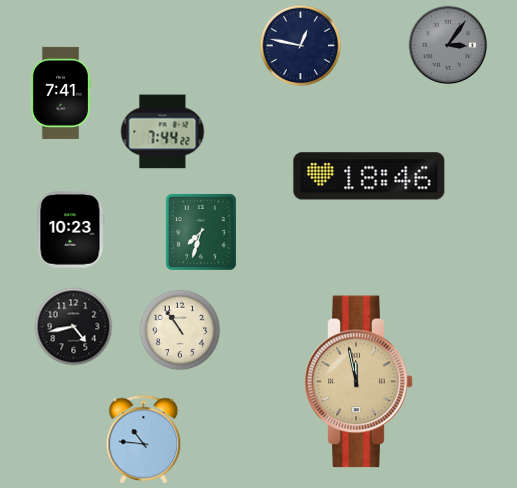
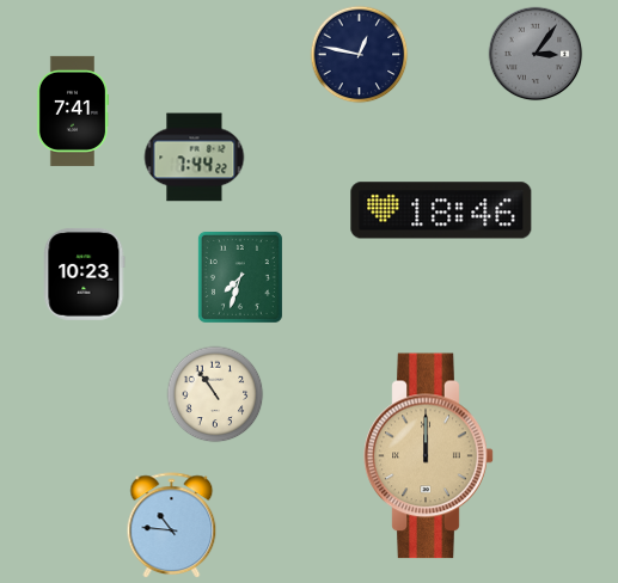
clock at (74, 327): 4:43 -> none
clock at (359, 382): 11:58 -> 12:00
